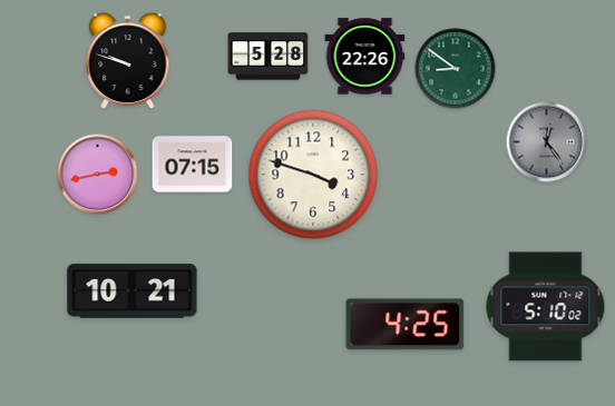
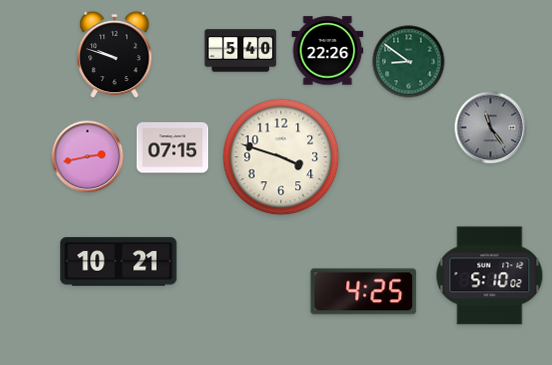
clock at (269, 57): 5:28 -> 5:40
clock at (547, 142): 12:24 -> 11:24
